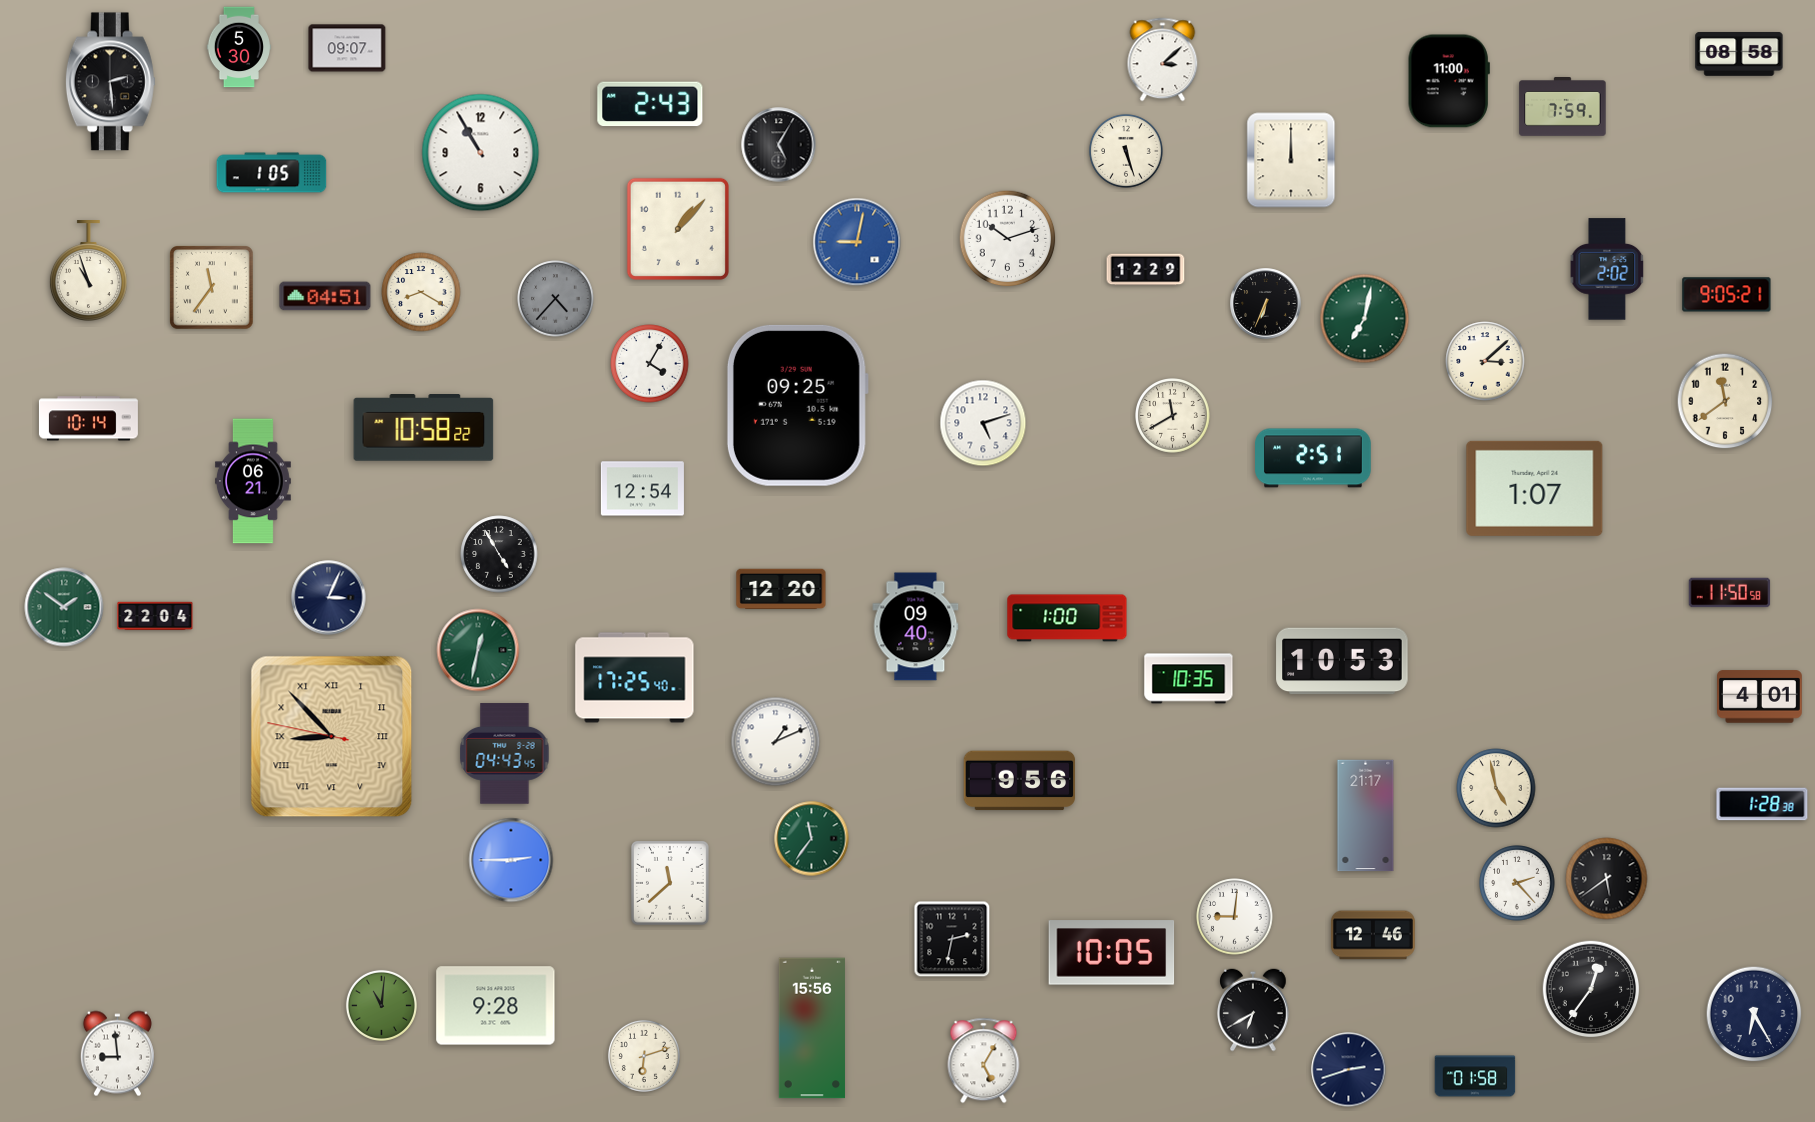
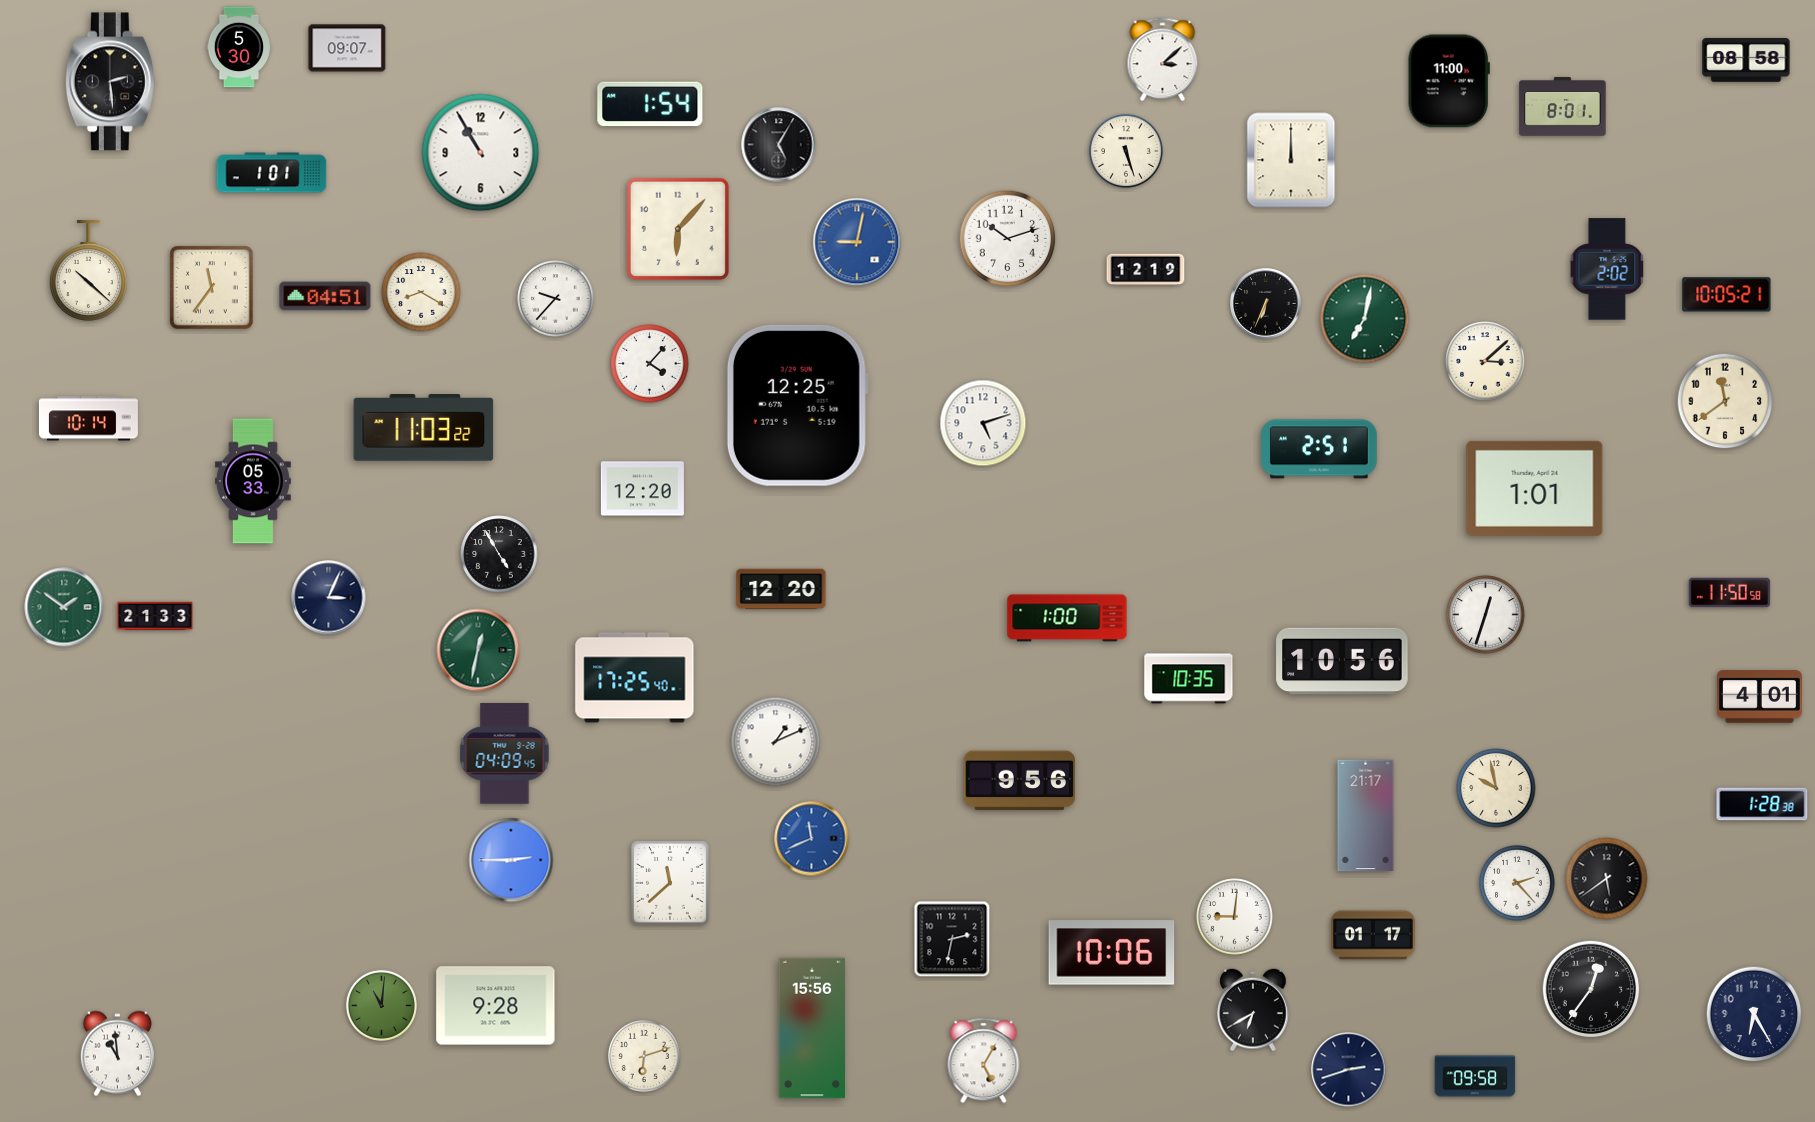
clock at (1739, 54) position: (1739, 54) -> (1746, 60)
clock at (650, 104): 2:43 -> 1:54
clock at (1563, 107): 7:59 -> 8:01
clock at (272, 173): 1:05 -> 1:01
clock at (678, 229): 1:07 -> 6:07
clock at (88, 270): 10:57 -> 10:22
clock at (1146, 270): 12:29 -> 12:19
clock at (1727, 295): 9:05 -> 10:05
clock at (556, 299): 4:37 -> 9:37
clock at (556, 299) dial: grey -> white
clock at (650, 364): 4:05 -> 4:07
clock at (797, 405): 09:25 -> 12:25
clock at (1173, 416): 11:40 -> none
clock at (424, 428): 10:58 -> 11:03
clock at (1313, 458) position: (1313, 458) -> (1319, 449)
clock at (253, 481): 06:21 -> 05:33
clock at (1535, 488): 1:07 -> 1:01
clock at (642, 489): 12:54 -> 12:20
clock at (1486, 615): none -> 12:33
clock at (155, 616): 22:04 -> 21:33
clock at (916, 627): 09:40 -> none
clock at (1342, 661): 10:53 -> 10:56
clock at (332, 737): 8:52 -> none
clock at (505, 754): 04:43 -> 04:09
clock at (1496, 788): 4:58 -> 9:58
clock at (812, 839): 11:36 -> 11:41
clock at (812, 839) dial: green -> blue
clock at (1373, 935): 12:46 -> 01:17
clock at (1112, 953): 10:05 -> 10:06
clock at (117, 1054): 8:59 -> 10:59
clock at (1475, 1076): 01:58 -> 09:58
